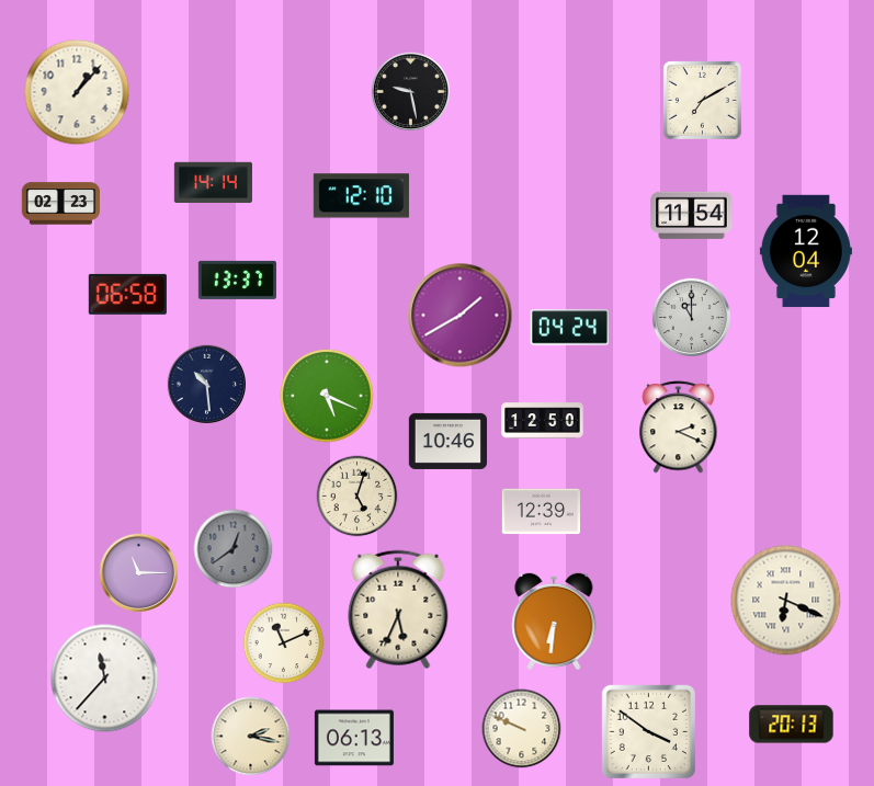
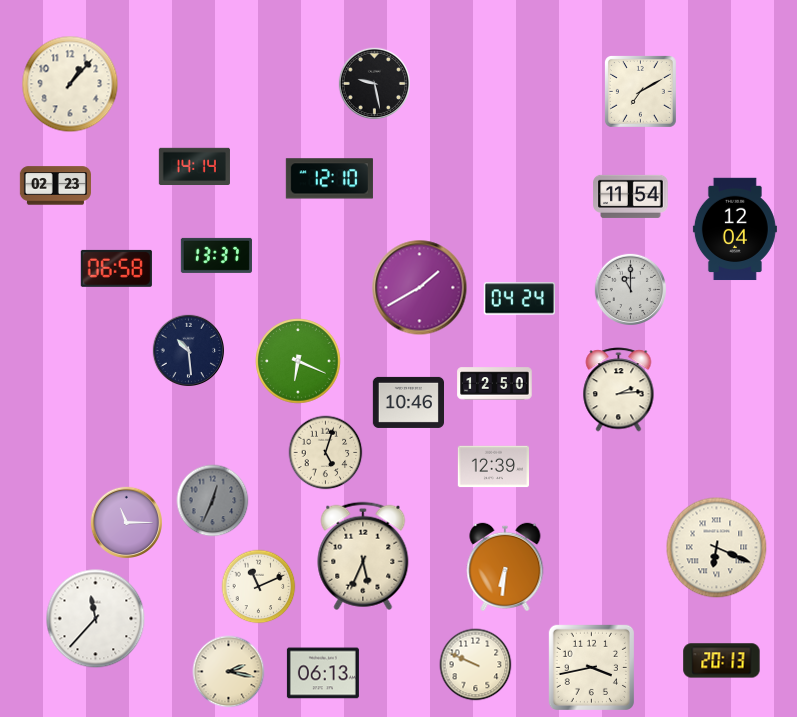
clock at (327, 396): 5:19 -> 6:19
clock at (679, 428): 2:19 -> 2:14
clock at (234, 549): 12:39 -> 12:34
clock at (648, 731): 3:51 -> 3:43
